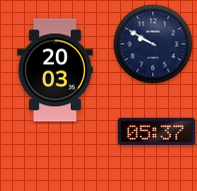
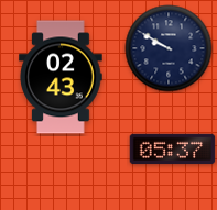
clock at (55, 70): 20:03 -> 02:43
clock at (157, 132) position: (157, 132) -> (173, 150)
